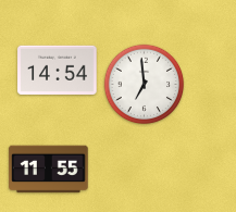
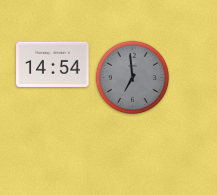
clock at (145, 85) dial: white -> grey
clock at (49, 170): 11:55 -> none
